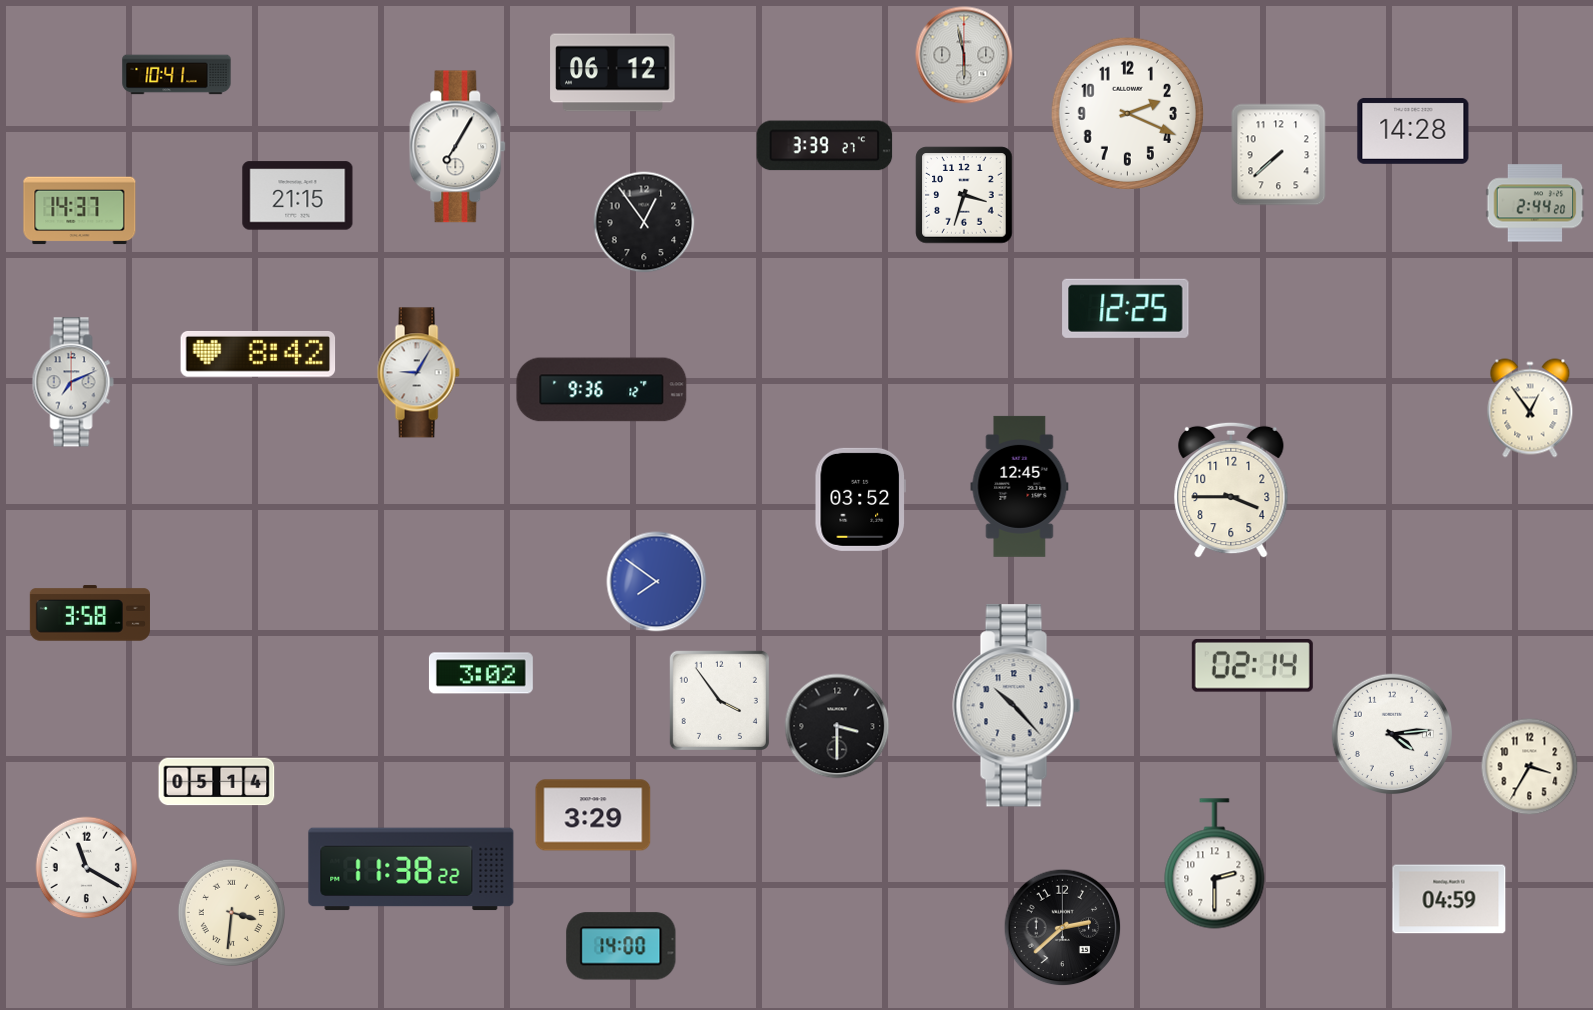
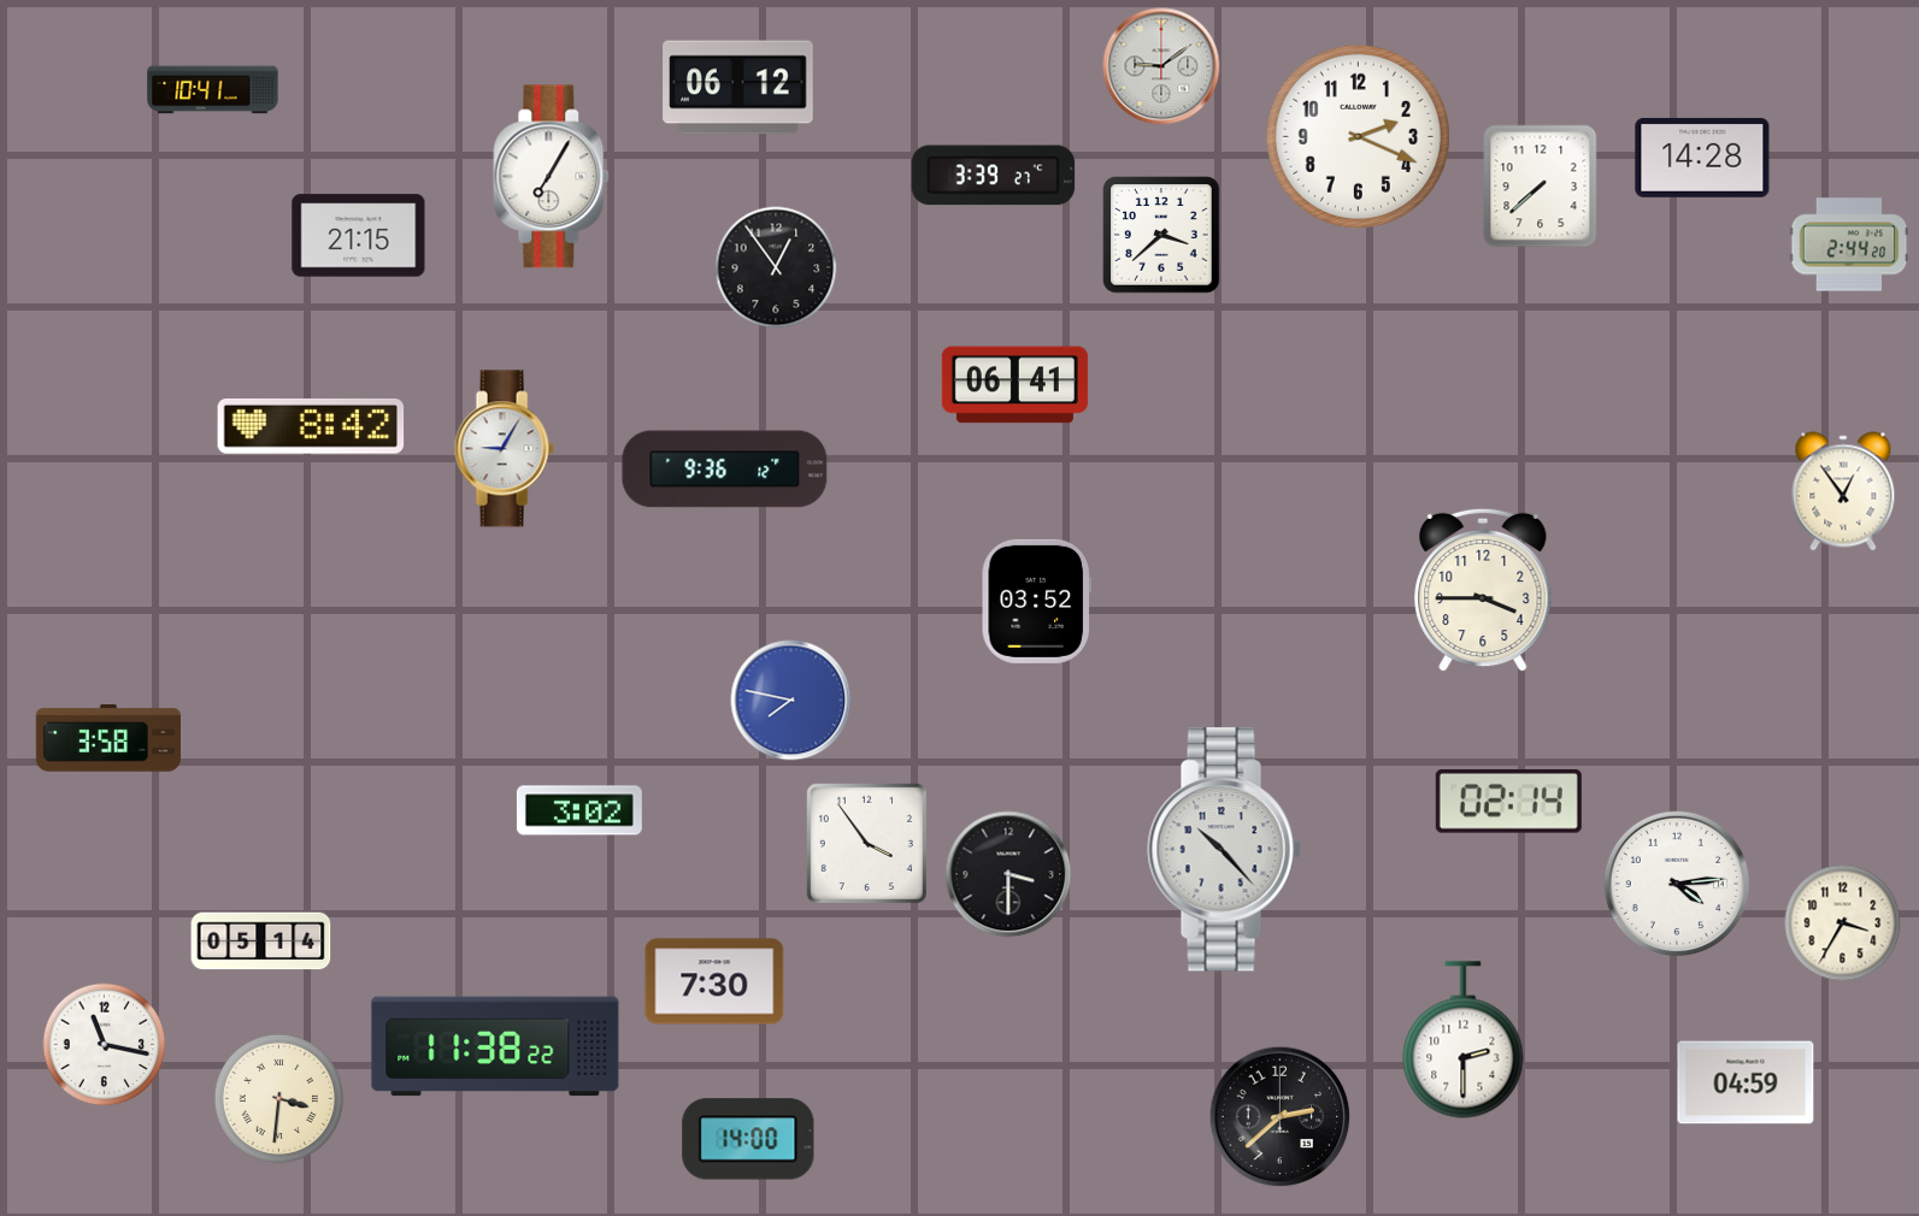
clock at (964, 55): 5:58 -> 9:09
clock at (964, 195): 3:33 -> 3:38
clock at (80, 211): 14:37 -> none
clock at (1126, 308): 12:25 -> none
clock at (1014, 385): none -> 06:41
clock at (73, 382): 7:11 -> none
clock at (1020, 486): 12:45 -> none
clock at (657, 582): 7:51 -> 7:47
clock at (593, 815): 3:29 -> 7:30
clock at (87, 868): 11:20 -> 11:17
